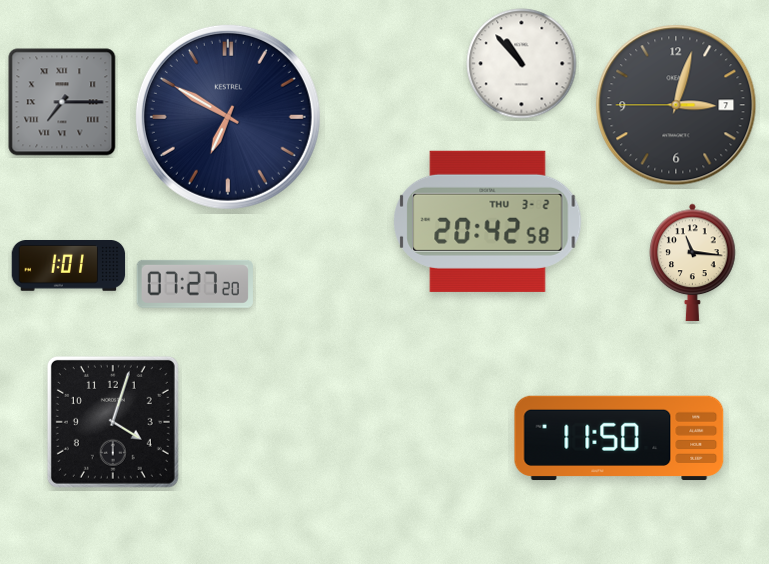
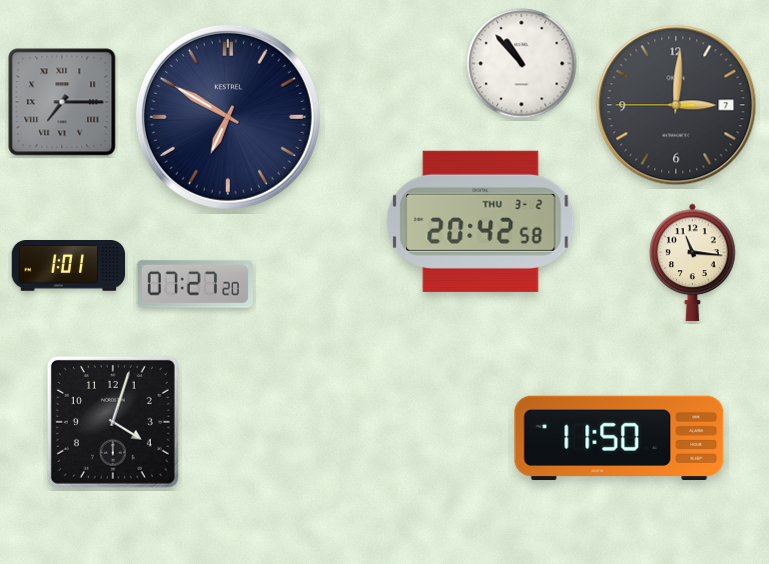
clock at (676, 105): 3:02 -> 3:00
clock at (488, 221) position: (488, 221) -> (481, 221)
